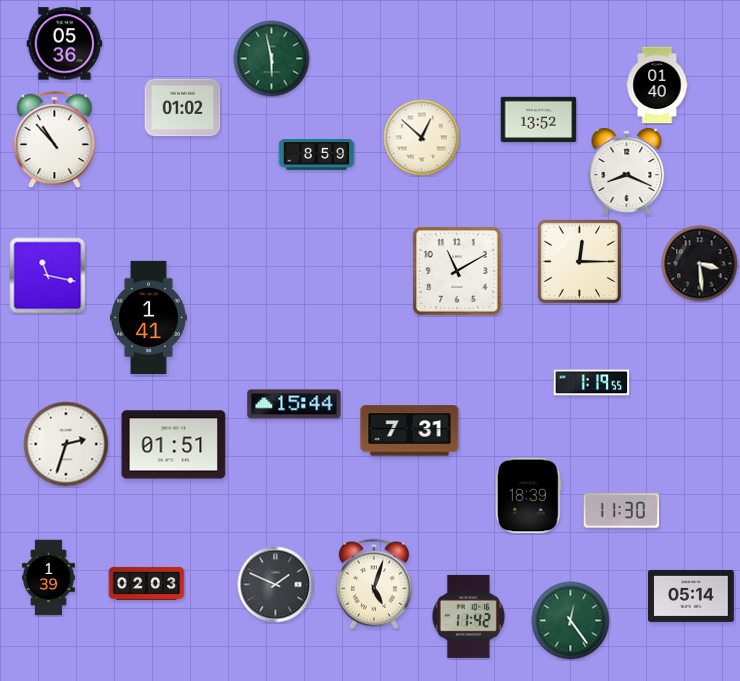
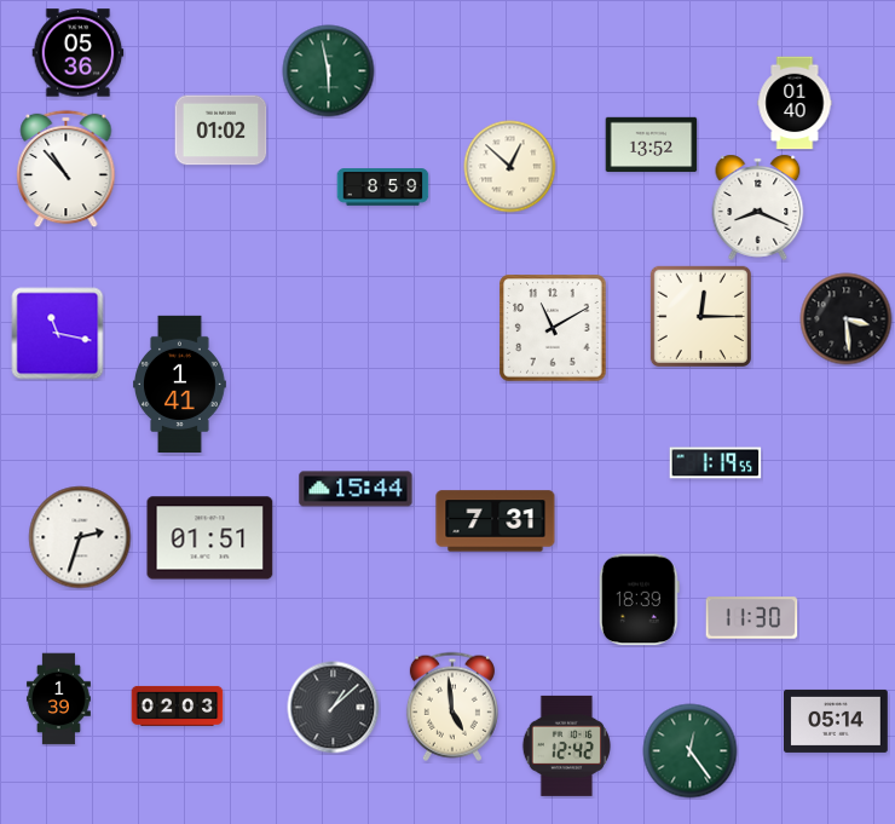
clock at (374, 584): 5:03 -> 4:59
clock at (276, 585): 1:49 -> 1:08
clock at (468, 616): 11:42 -> 12:42
